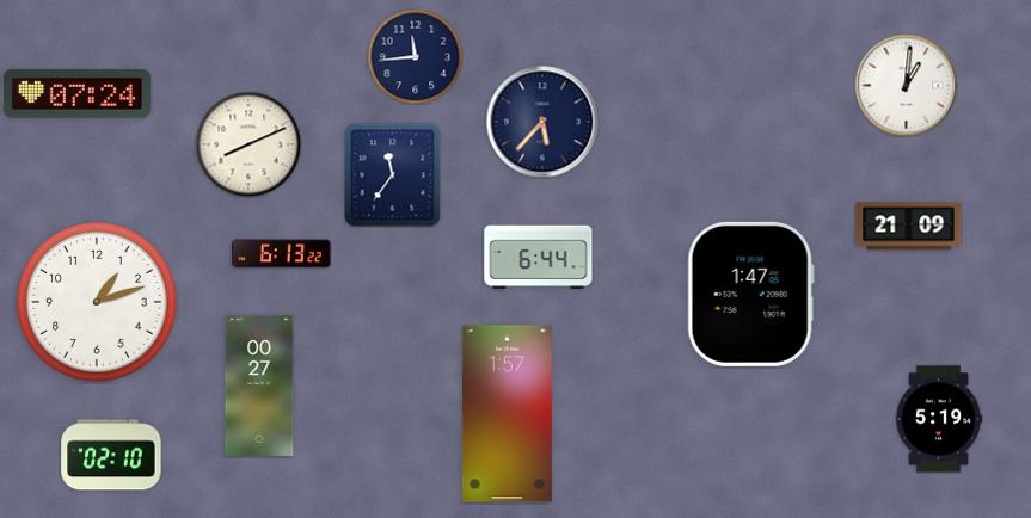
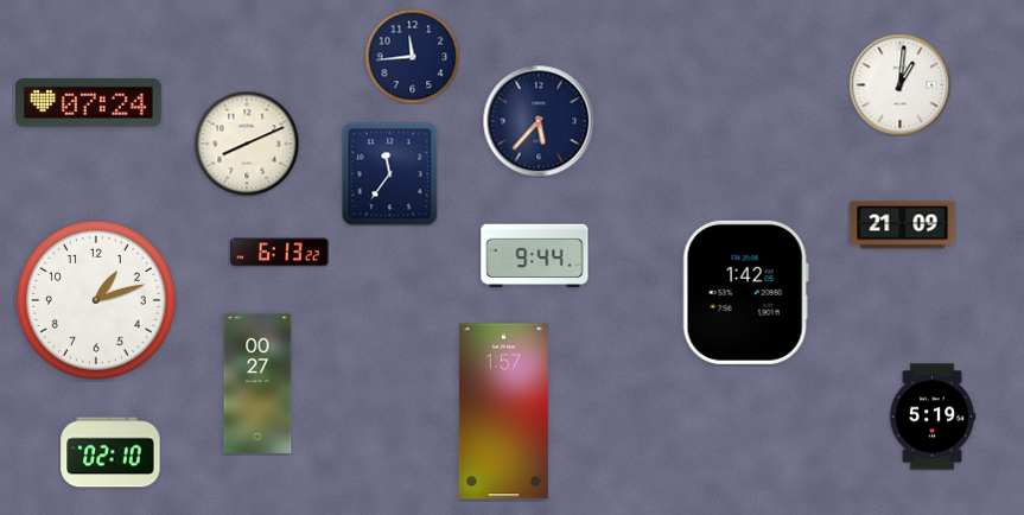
clock at (76, 94) position: (76, 94) -> (88, 103)
clock at (539, 258): 6:44 -> 9:44
clock at (750, 294): 1:47 -> 1:42
